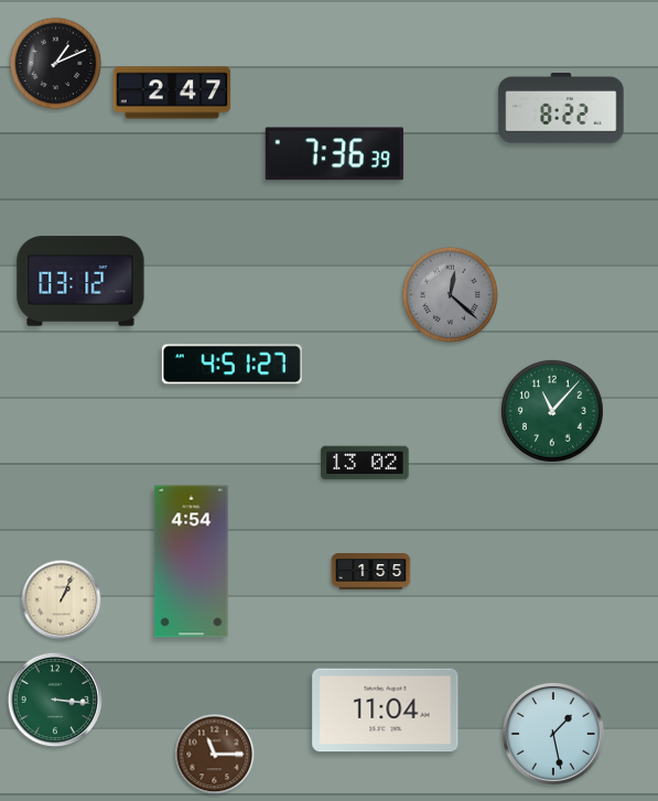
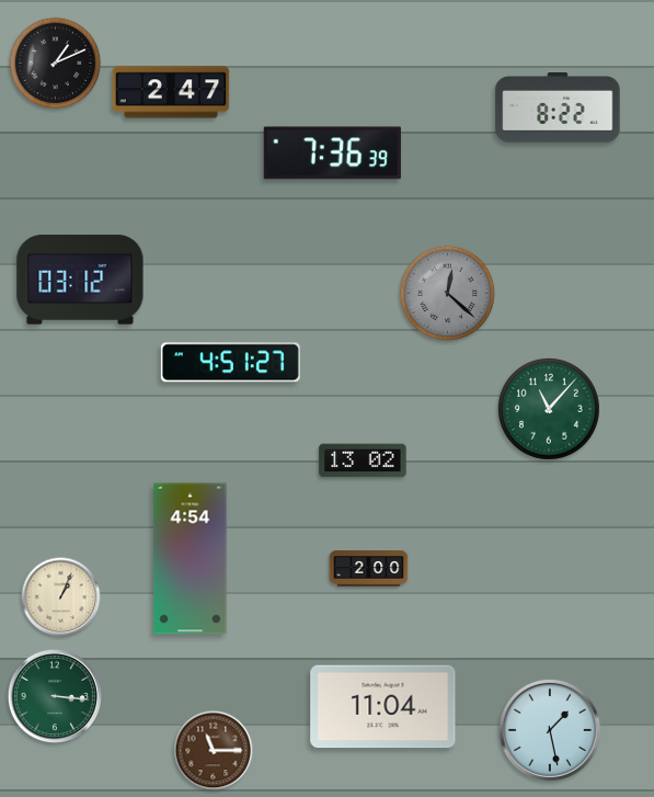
clock at (371, 572): 1:55 -> 2:00
